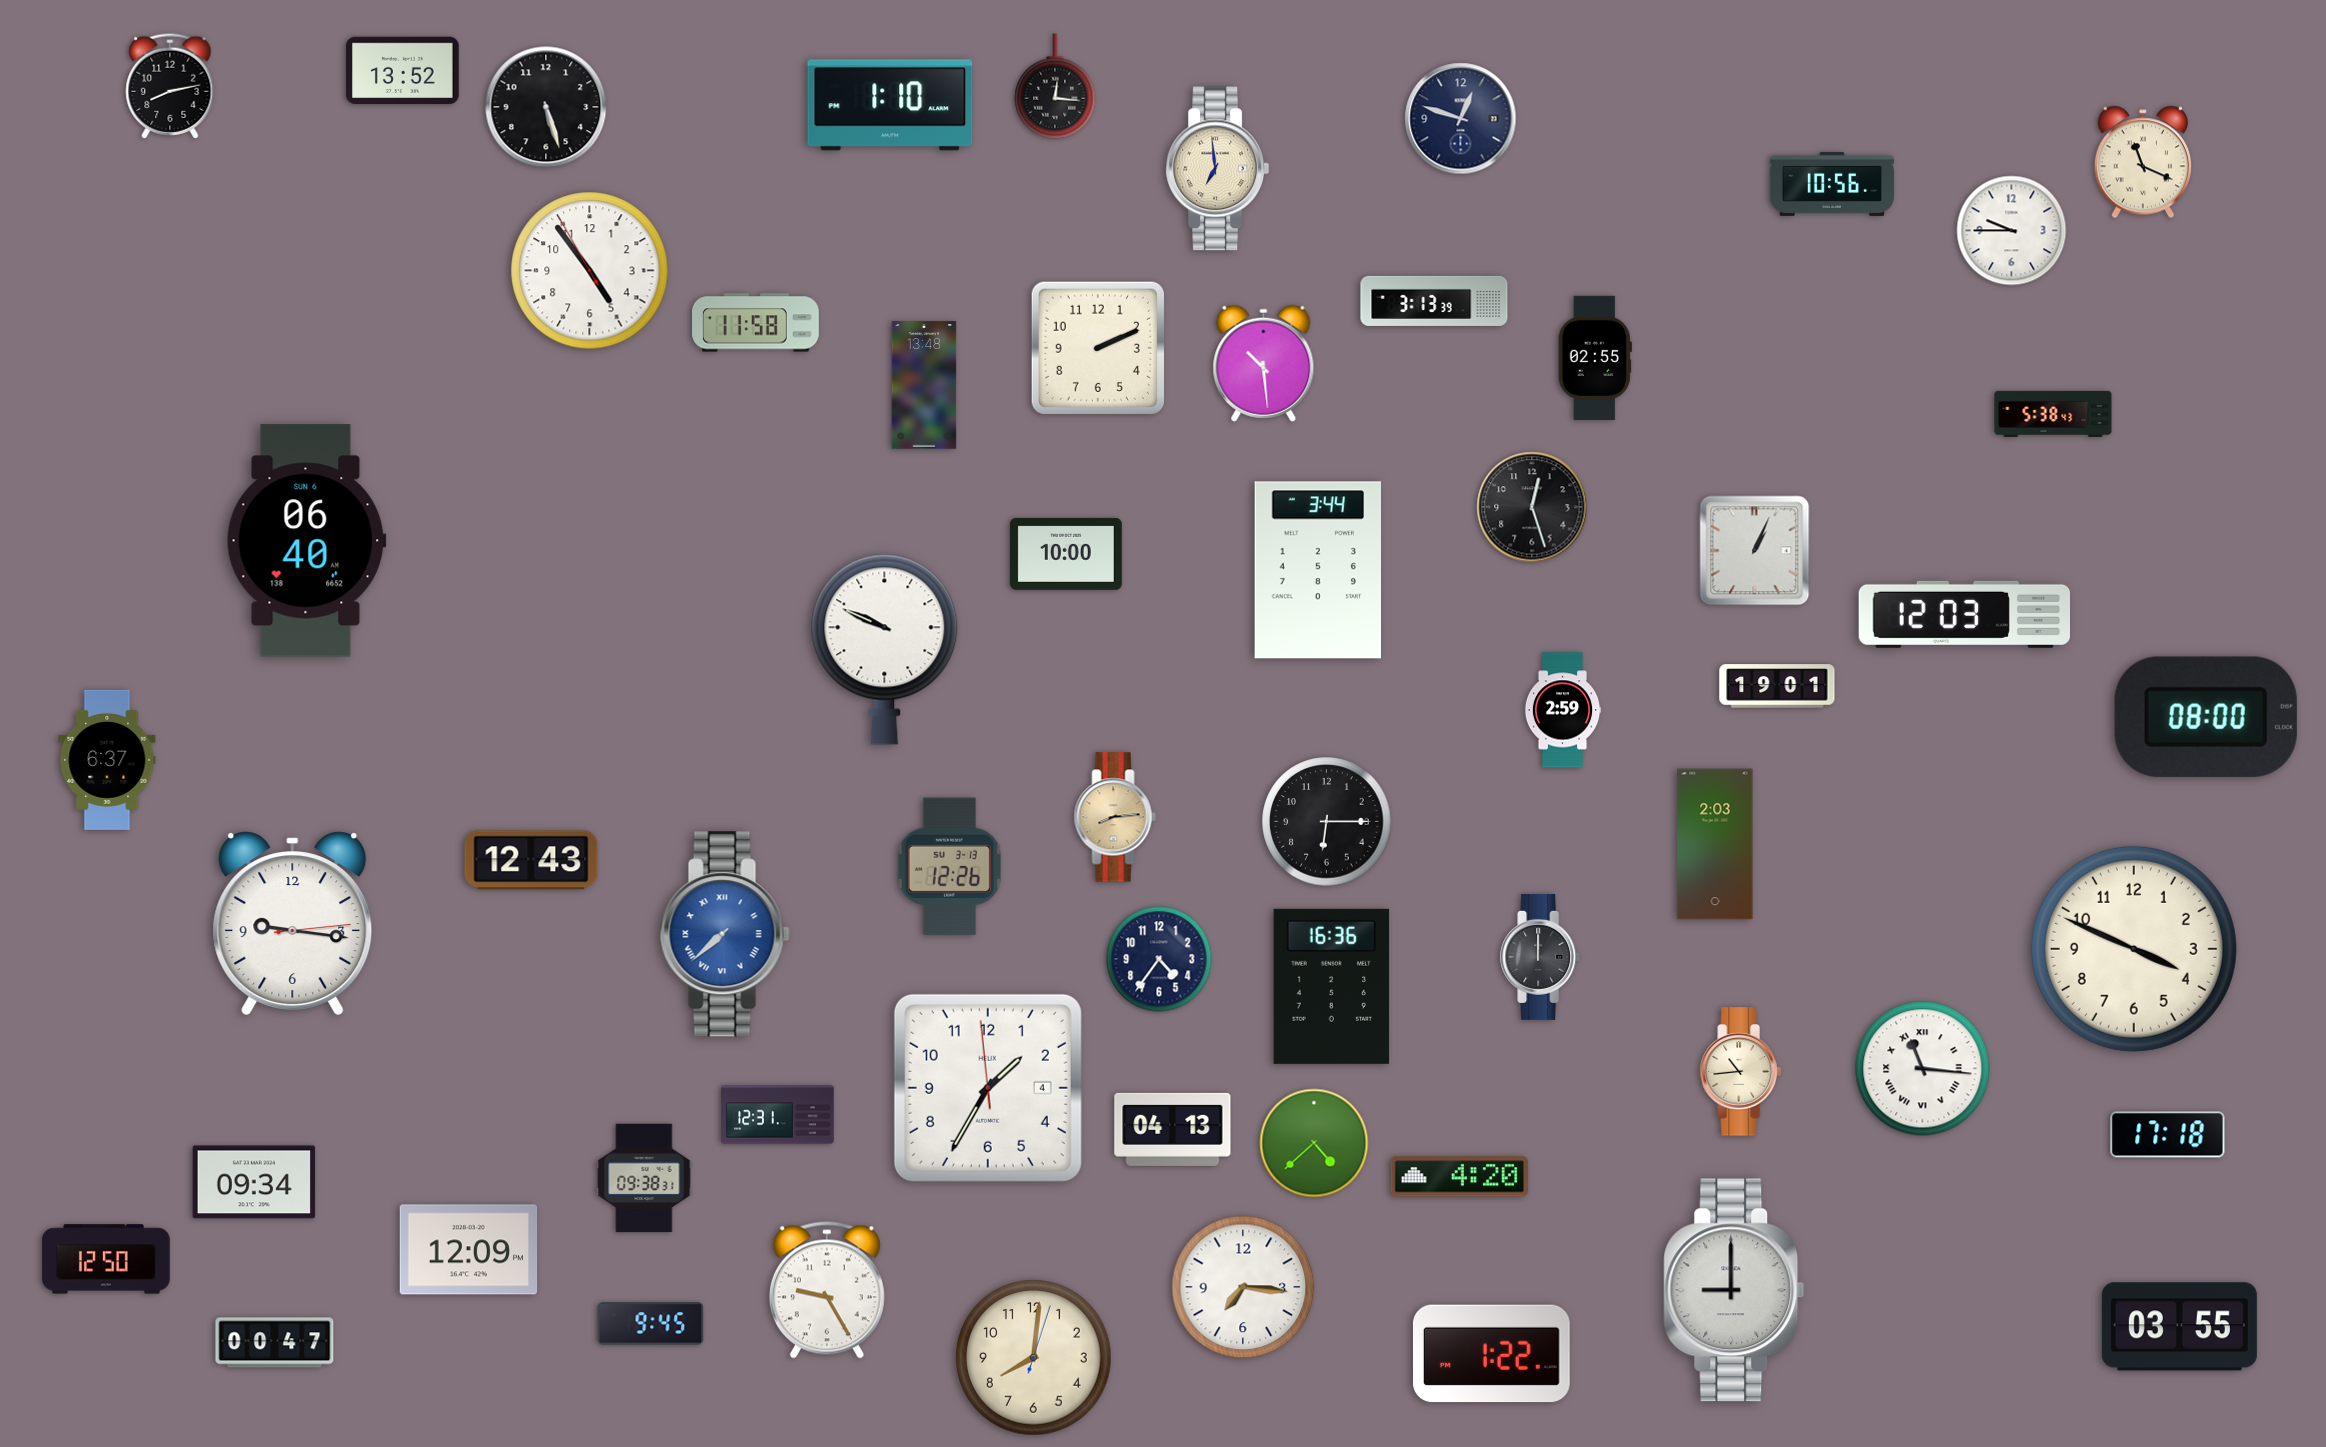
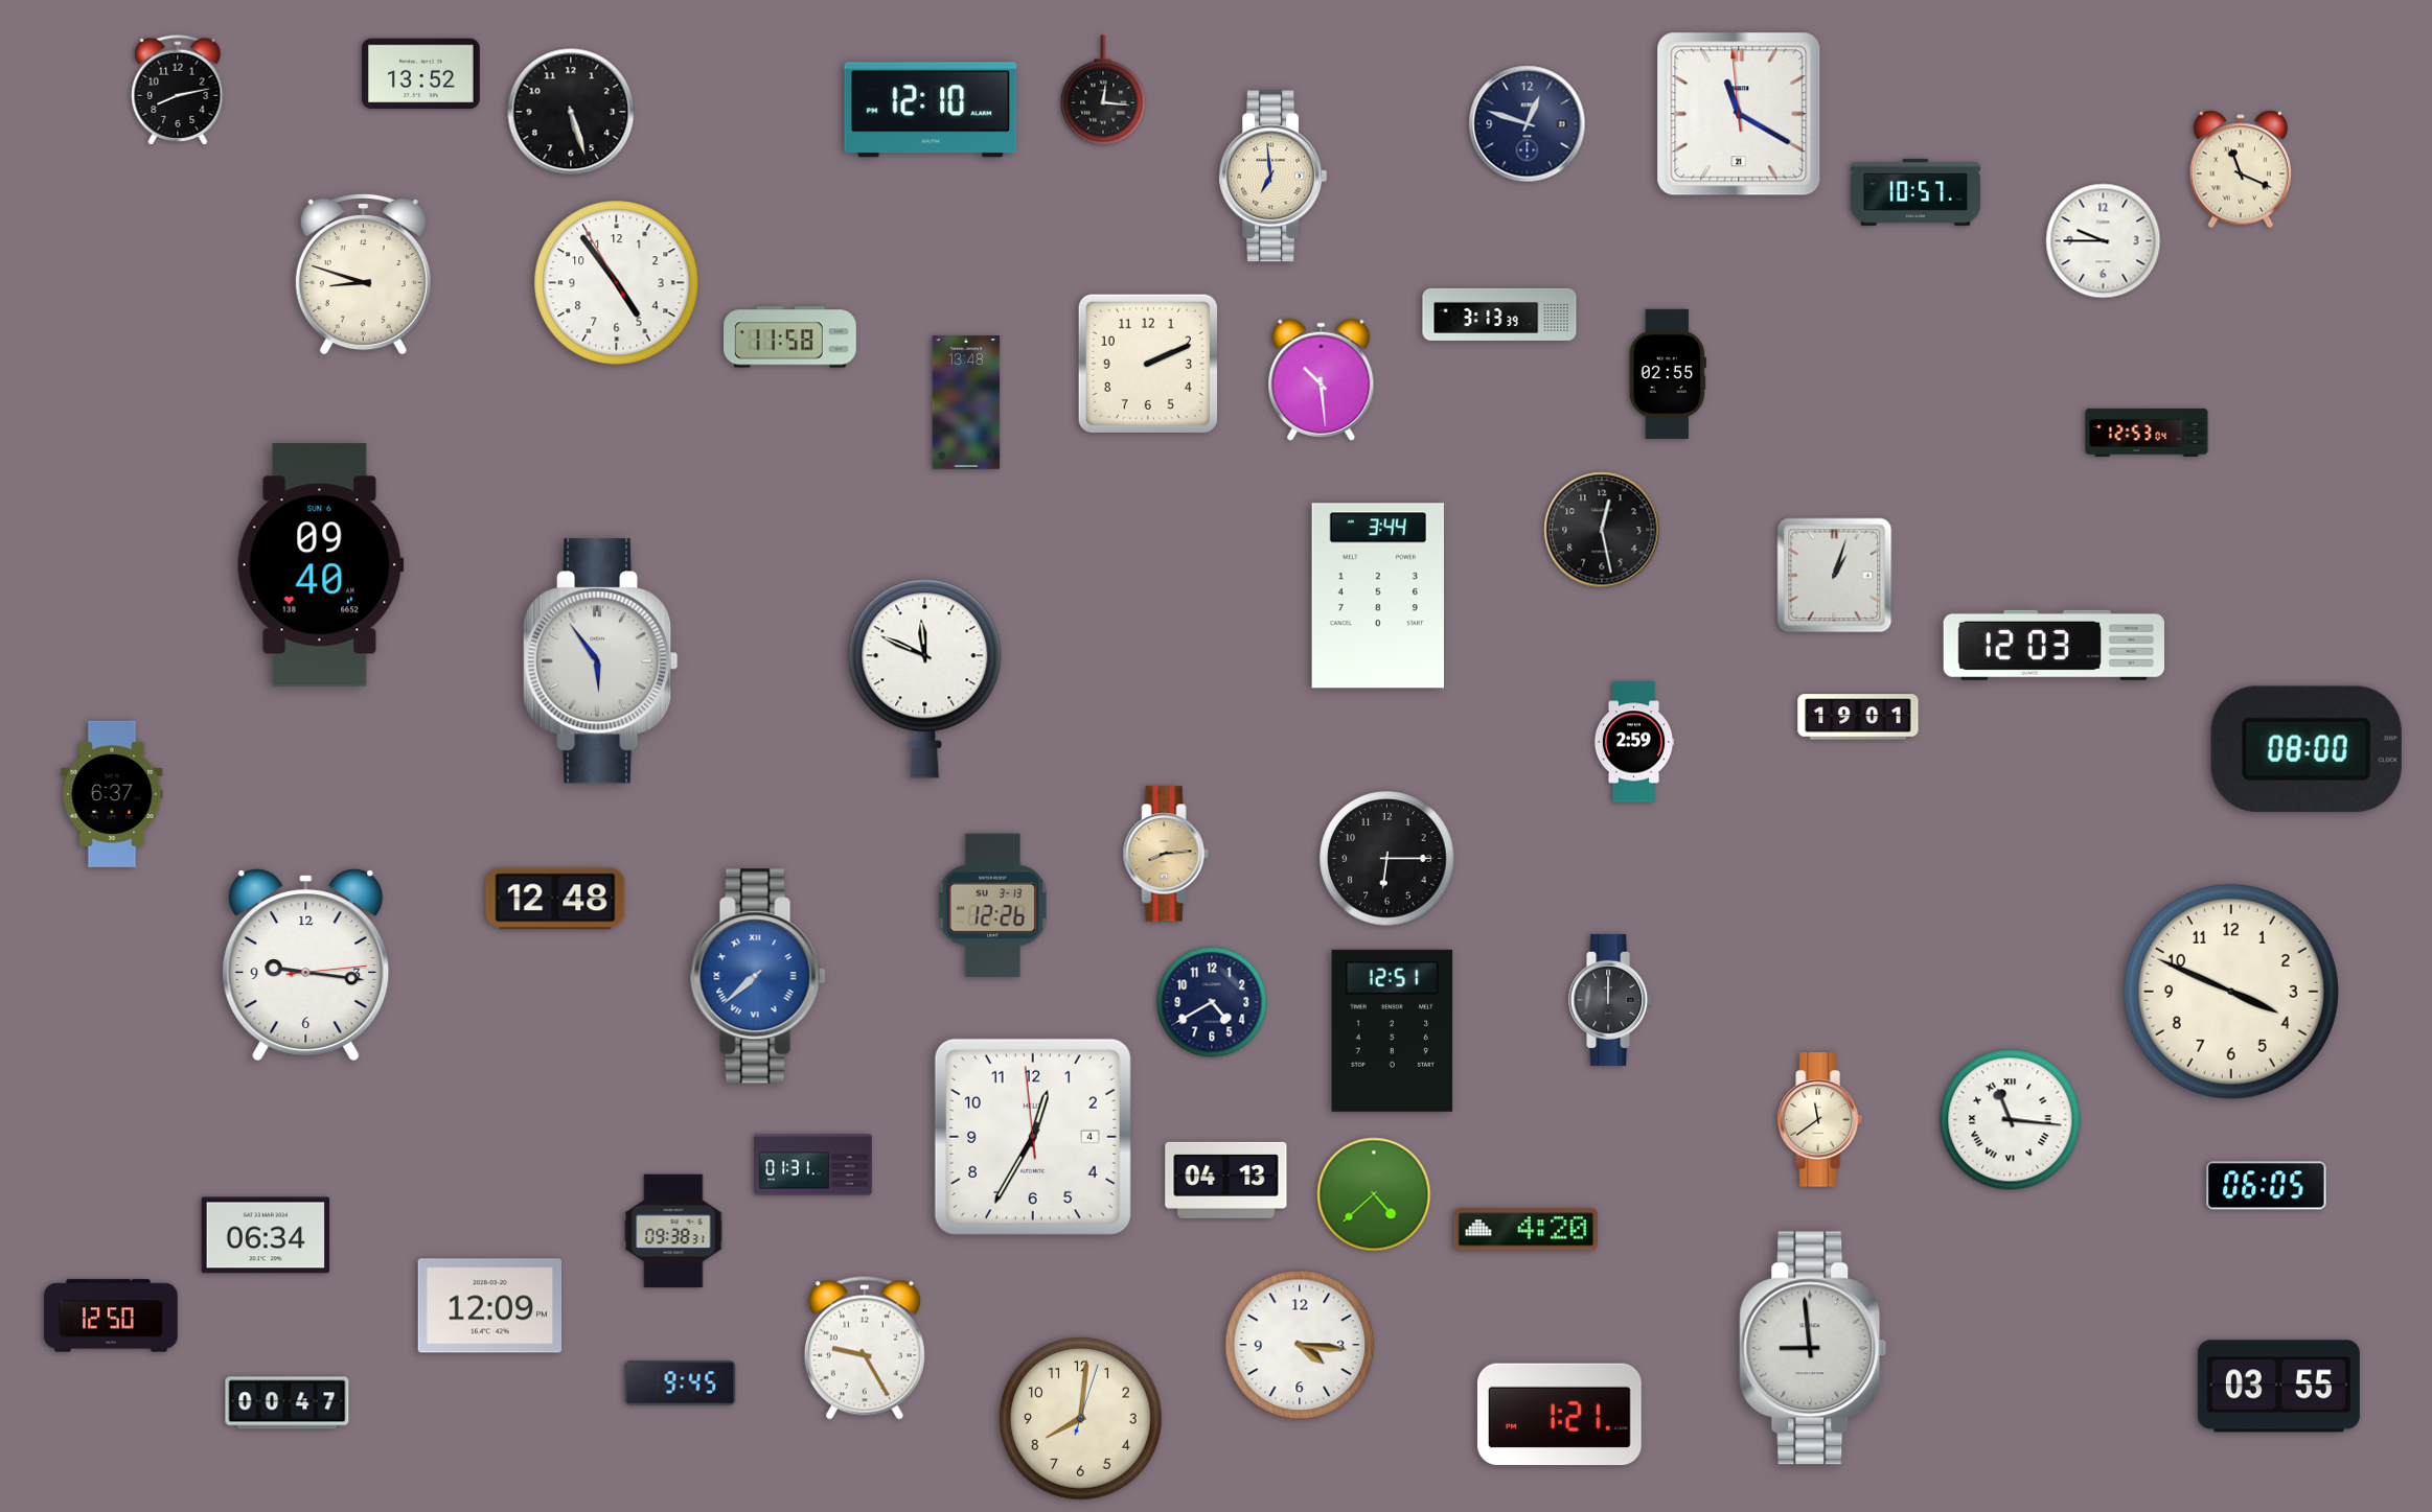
clock at (890, 105): 1:10 -> 12:10
clock at (1739, 114): none -> 11:19
clock at (1832, 184): 10:56 -> 10:57
clock at (363, 274): none -> 8:48
clock at (2053, 414): 5:38 -> 12:53
clock at (1532, 507): 12:27 -> 12:28
clock at (306, 541): 06:40 -> 09:40
clock at (1755, 551): 1:04 -> 1:03
clock at (1066, 554): 10:00 -> none
clock at (1964, 614) position: (1964, 614) -> (2054, 645)
clock at (601, 661): none -> 5:54
clock at (885, 649): 9:49 -> 11:49
clock at (1715, 844): 2:03 -> none
clock at (531, 860): 12:43 -> 12:48
clock at (1159, 959): 4:36 -> 4:40
clock at (1332, 986): 16:36 -> 12:51
clock at (1923, 1069) position: (1923, 1069) -> (2011, 1120)
clock at (1740, 1072): 10:44 -> 11:39
clock at (988, 1088): 1:34 -> 12:34
clock at (778, 1115): 12:31 -> 01:31
clock at (2168, 1135): 17:18 -> 06:05
clock at (254, 1182): 09:34 -> 06:34
clock at (1243, 1287): 7:16 -> 4:16
clock at (1734, 1290): 9:00 -> 8:59
clock at (1491, 1354): 1:22 -> 1:21
